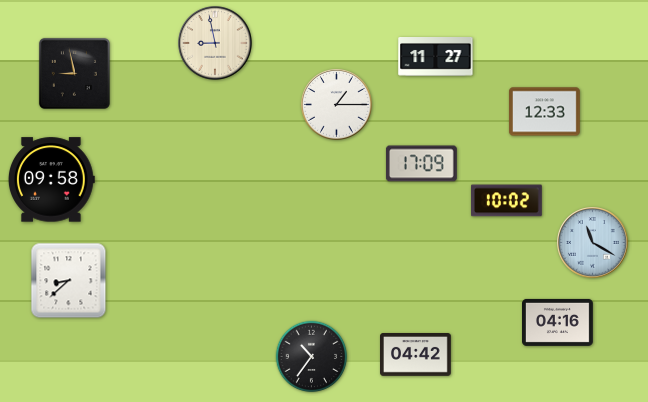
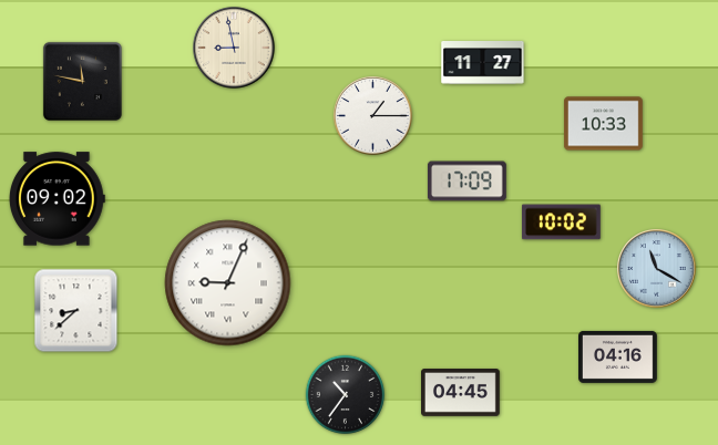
clock at (215, 43) position: (215, 43) -> (234, 48)
clock at (74, 73): 8:58 -> 11:47
clock at (545, 112): 12:33 -> 10:33
clock at (51, 180): 09:58 -> 09:02
clock at (228, 283): none -> 9:04
clock at (416, 355): 04:42 -> 04:45
